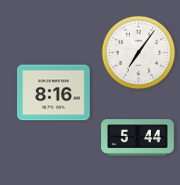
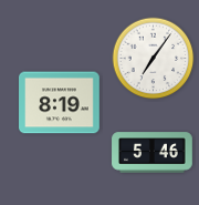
clock at (54, 93): 8:16 -> 8:19
clock at (138, 138): 5:44 -> 5:46
